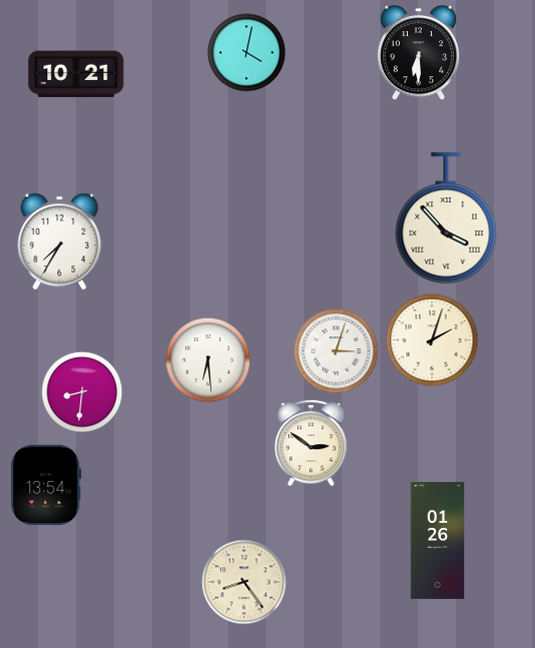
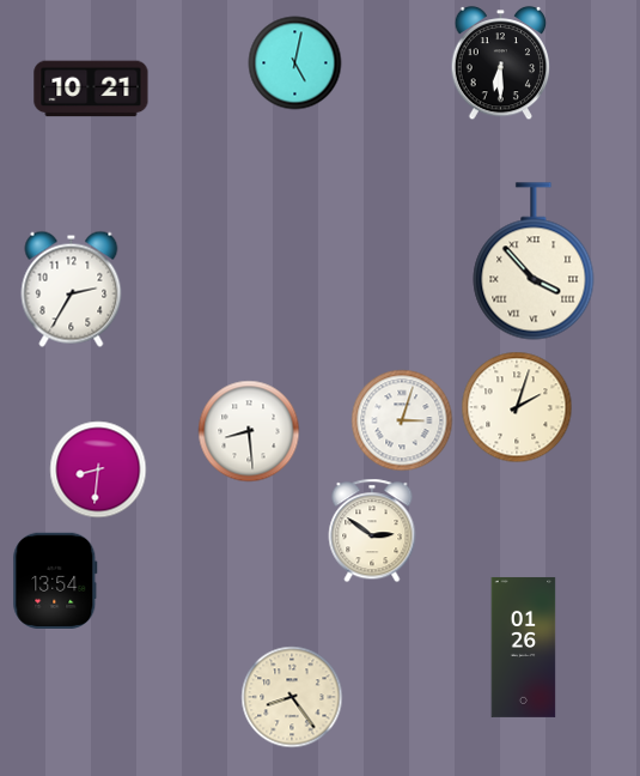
clock at (247, 53): 4:02 -> 5:02
clock at (60, 241): 7:35 -> 2:35
clock at (208, 360): 6:29 -> 8:29
